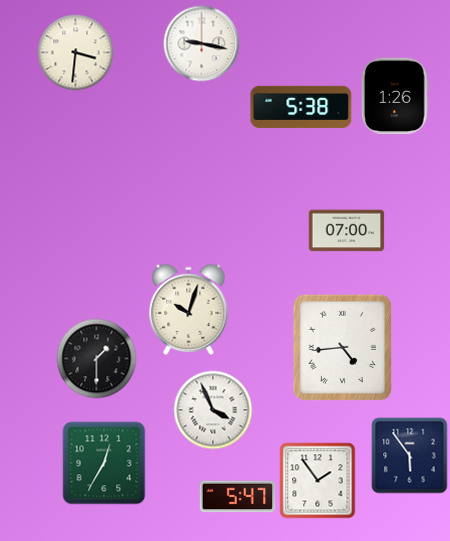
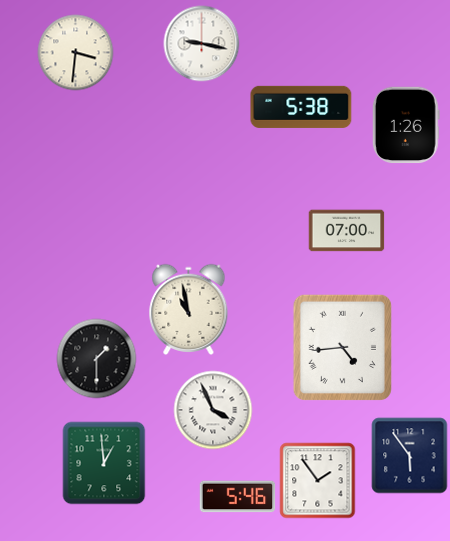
clock at (395, 96) position: (395, 96) -> (406, 125)
clock at (189, 309): 10:03 -> 10:58
clock at (104, 463): 12:35 -> 12:59
clock at (238, 497): 5:47 -> 5:46
